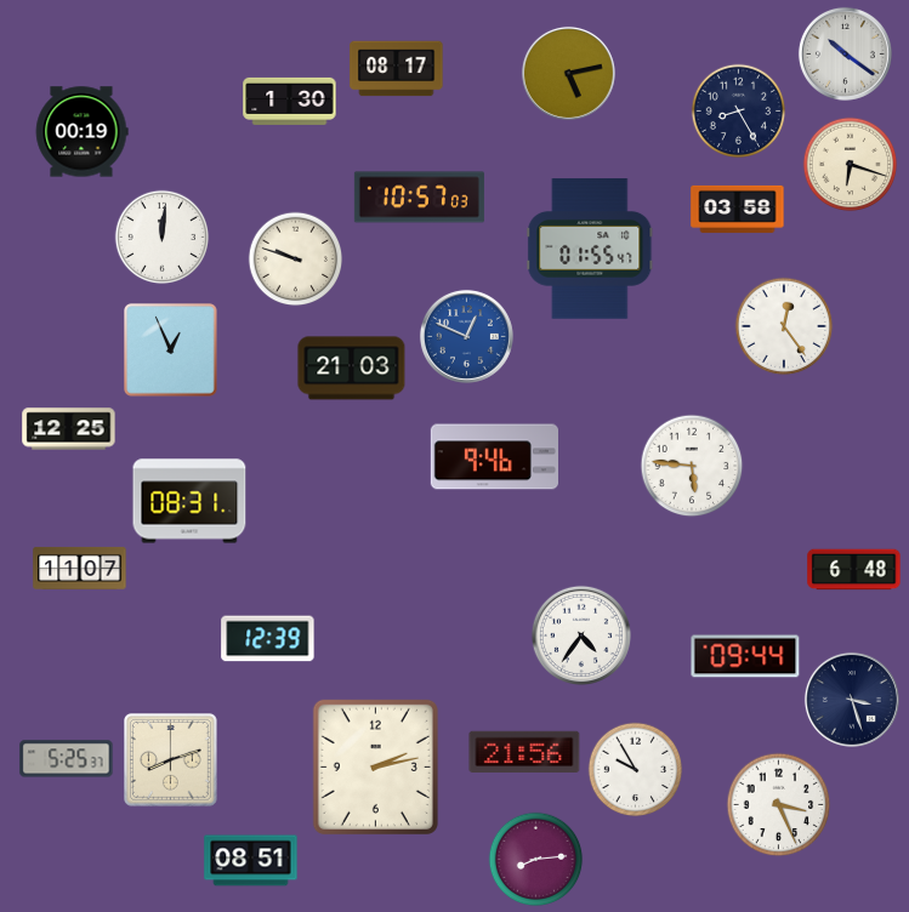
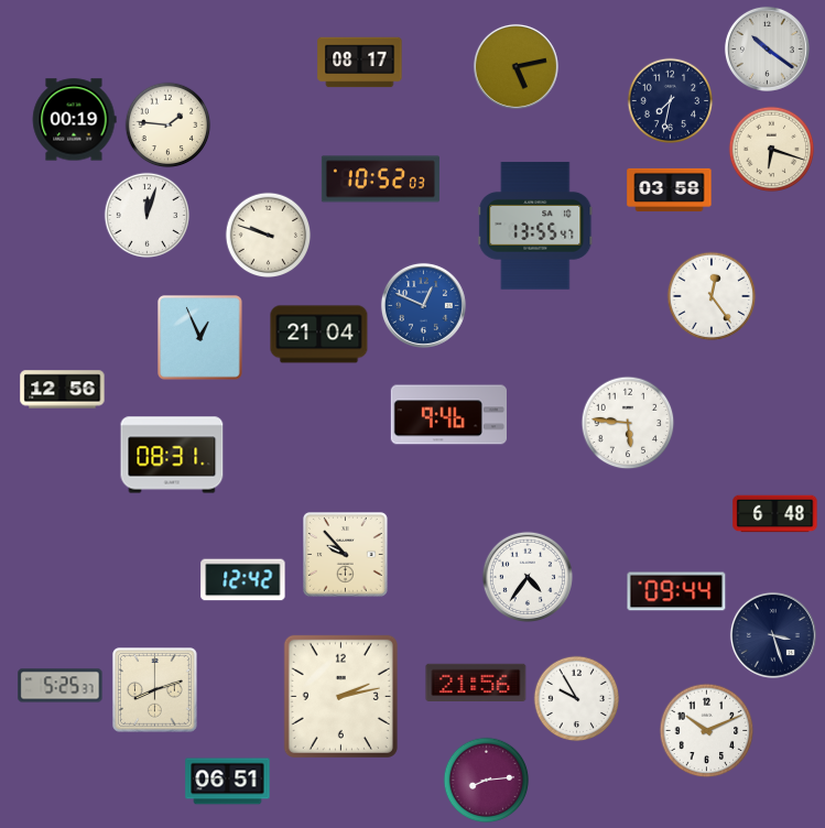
clock at (290, 101): 1:30 -> none
clock at (738, 110): 8:25 -> 7:32
clock at (167, 124): none -> 1:46
clock at (419, 198): 10:57 -> 10:52
clock at (161, 236): 12:01 -> 12:03
clock at (590, 249): 01:55 -> 13:55
clock at (171, 350) position: (171, 350) -> (200, 338)
clock at (352, 369): 21:03 -> 21:04
clock at (69, 429): 12:25 -> 12:56
clock at (80, 569): 11:07 -> none
clock at (854, 570) position: (854, 570) -> (775, 514)
clock at (346, 555): none -> 9:53
clock at (268, 639): 12:39 -> 12:42
clock at (745, 656) position: (745, 656) -> (676, 591)
clock at (67, 759) position: (67, 759) -> (61, 686)
clock at (778, 804): 3:26 -> 10:11
clock at (251, 861): 08:51 -> 06:51
